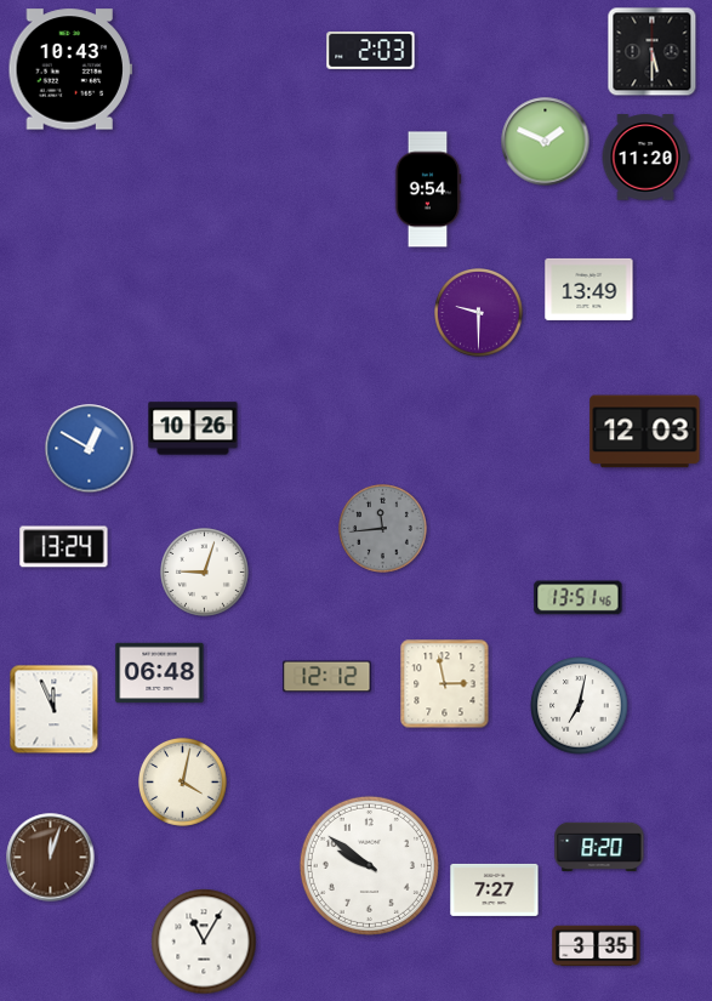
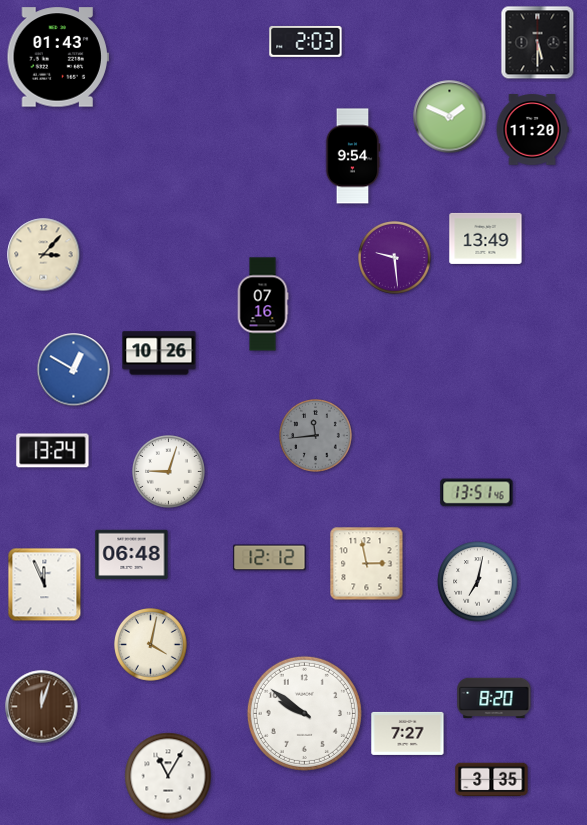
clock at (69, 69): 10:43 -> 01:43
clock at (44, 255): none -> 3:07
clock at (479, 313): 9:30 -> 9:29
clock at (263, 304): none -> 07:16
clock at (645, 432): 12:03 -> none
